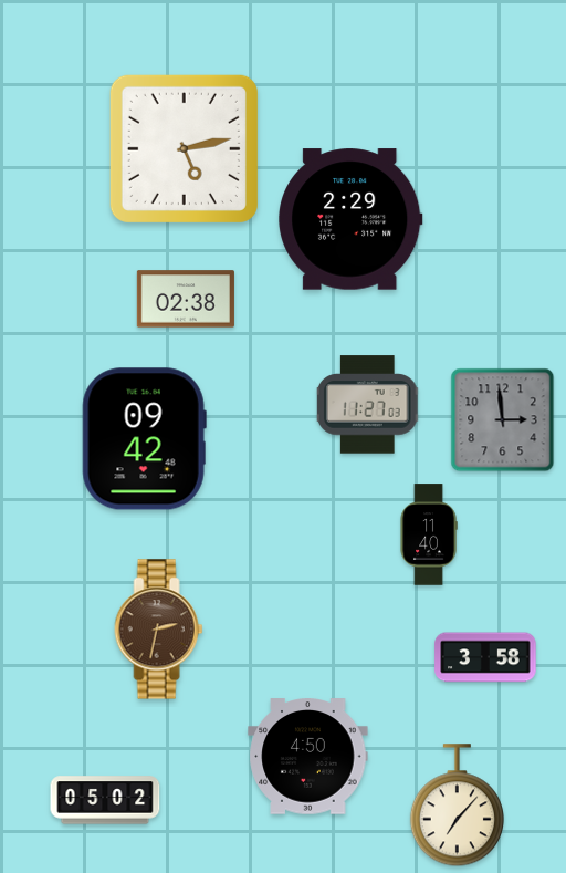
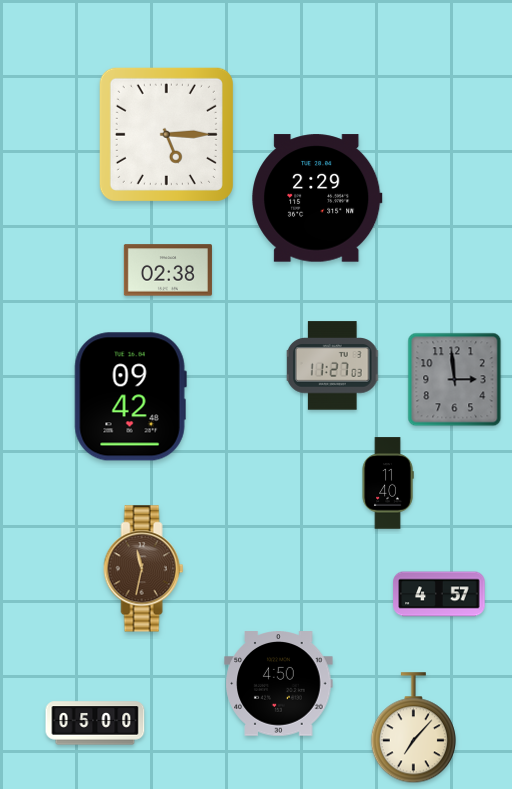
clock at (184, 148): 5:13 -> 5:15
clock at (159, 630): 2:32 -> 11:32
clock at (485, 657): 3:58 -> 4:57
clock at (105, 800): 05:02 -> 05:00
